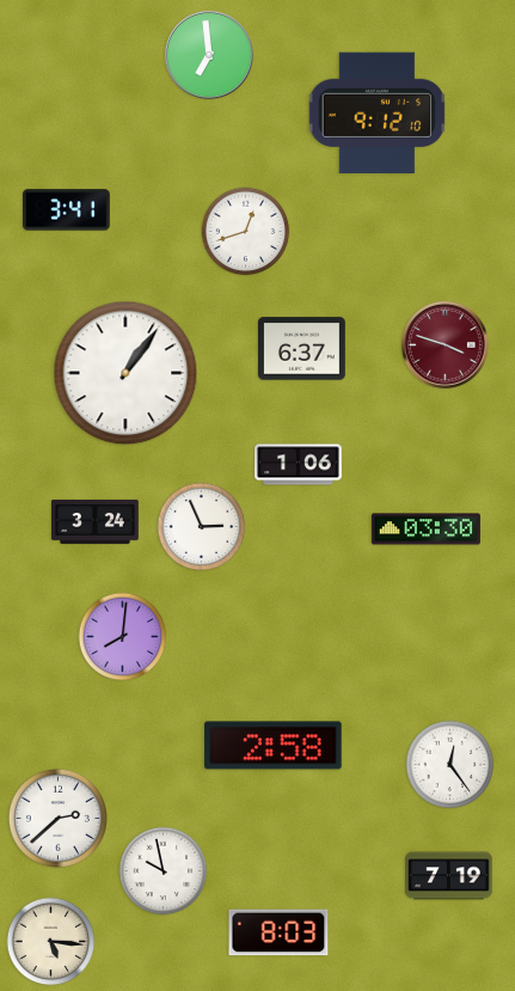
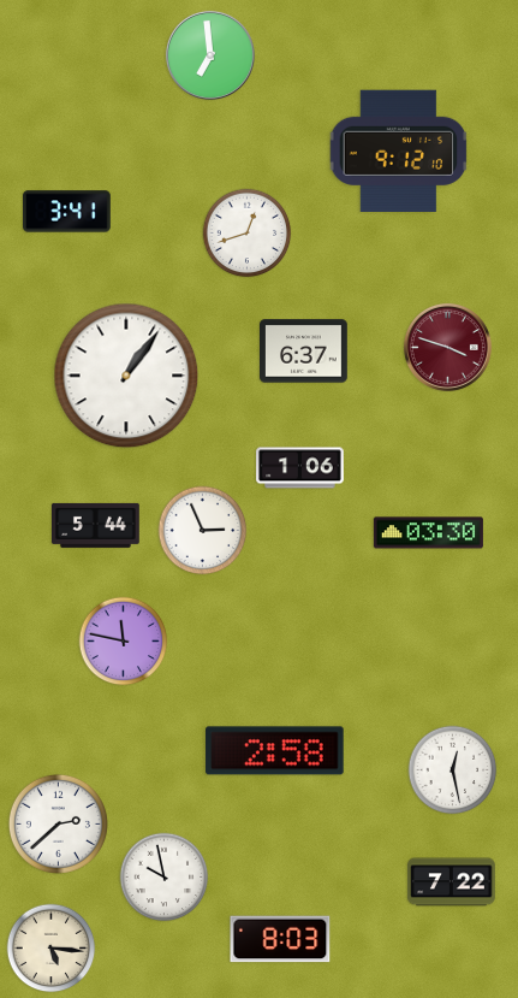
clock at (378, 114) position: (378, 114) -> (399, 152)
clock at (96, 521): 3:24 -> 5:44
clock at (123, 637): 8:01 -> 11:47
clock at (450, 765): 12:24 -> 12:28
clock at (449, 876): 7:19 -> 7:22
